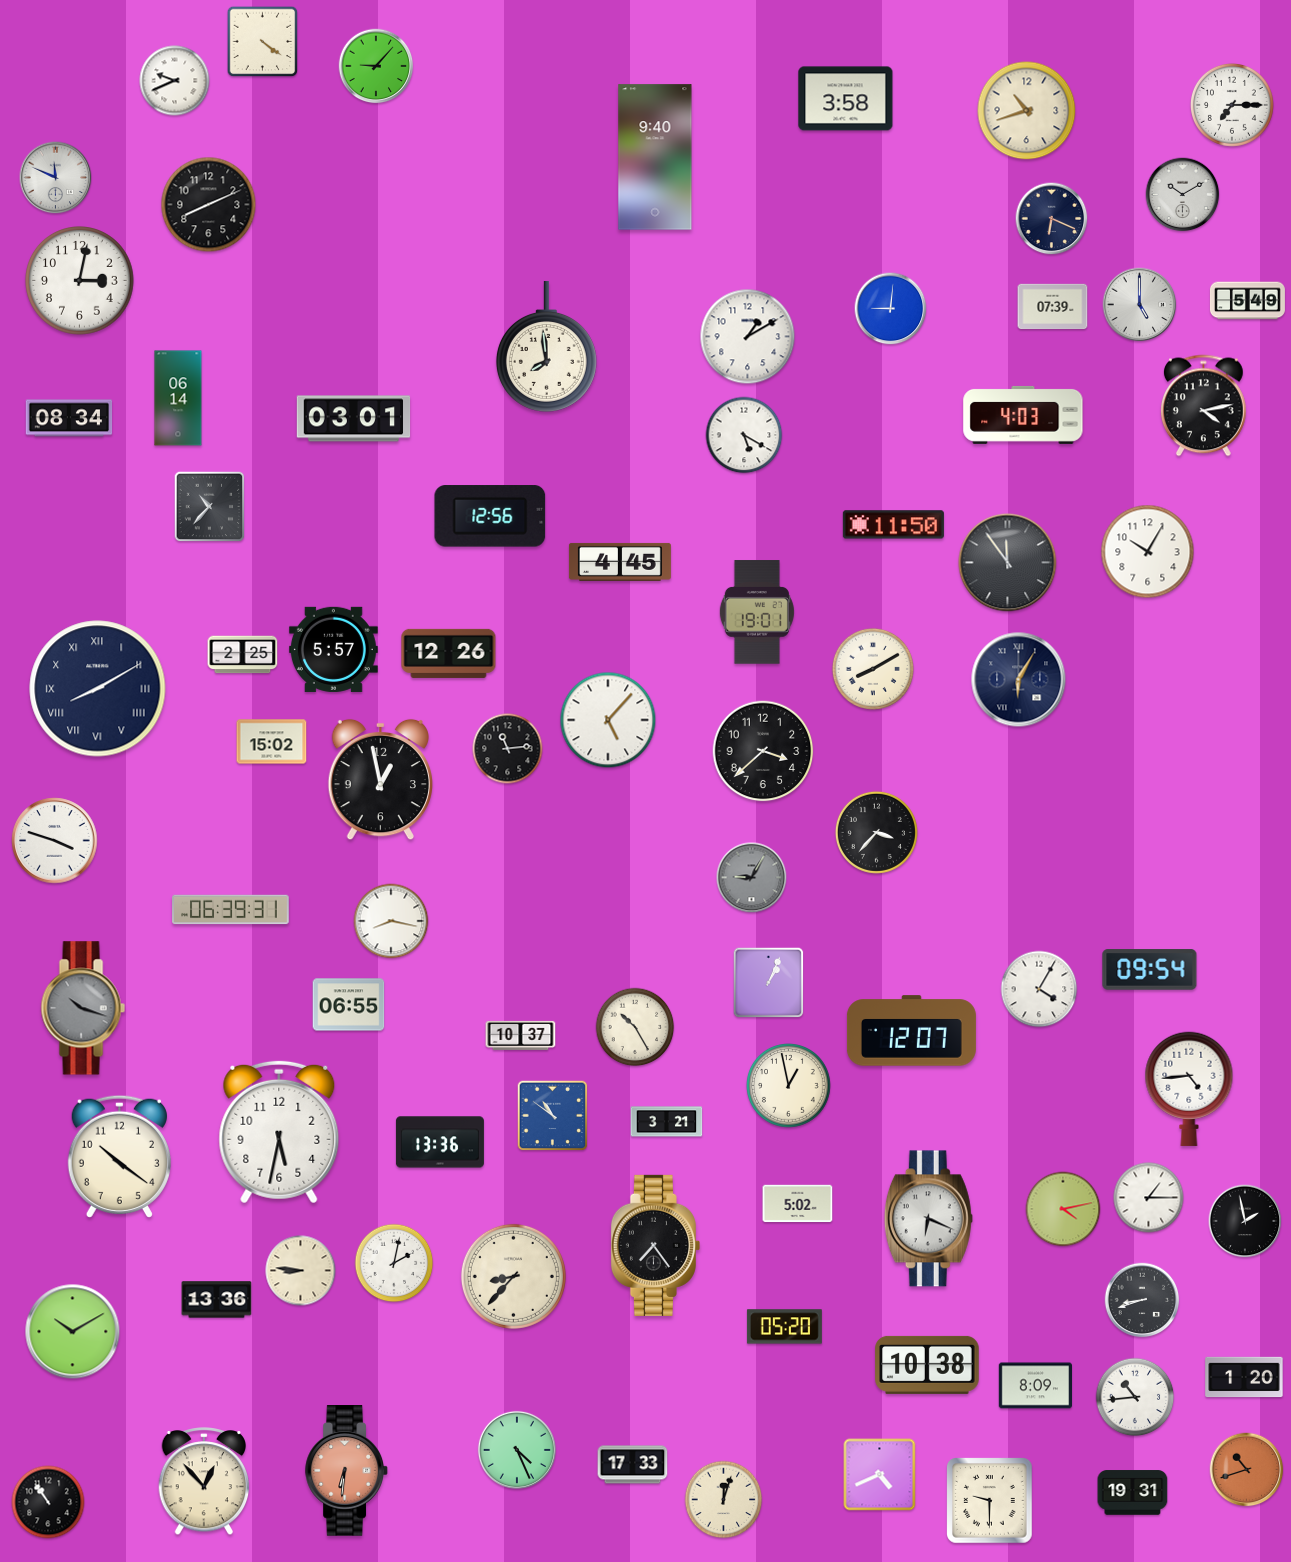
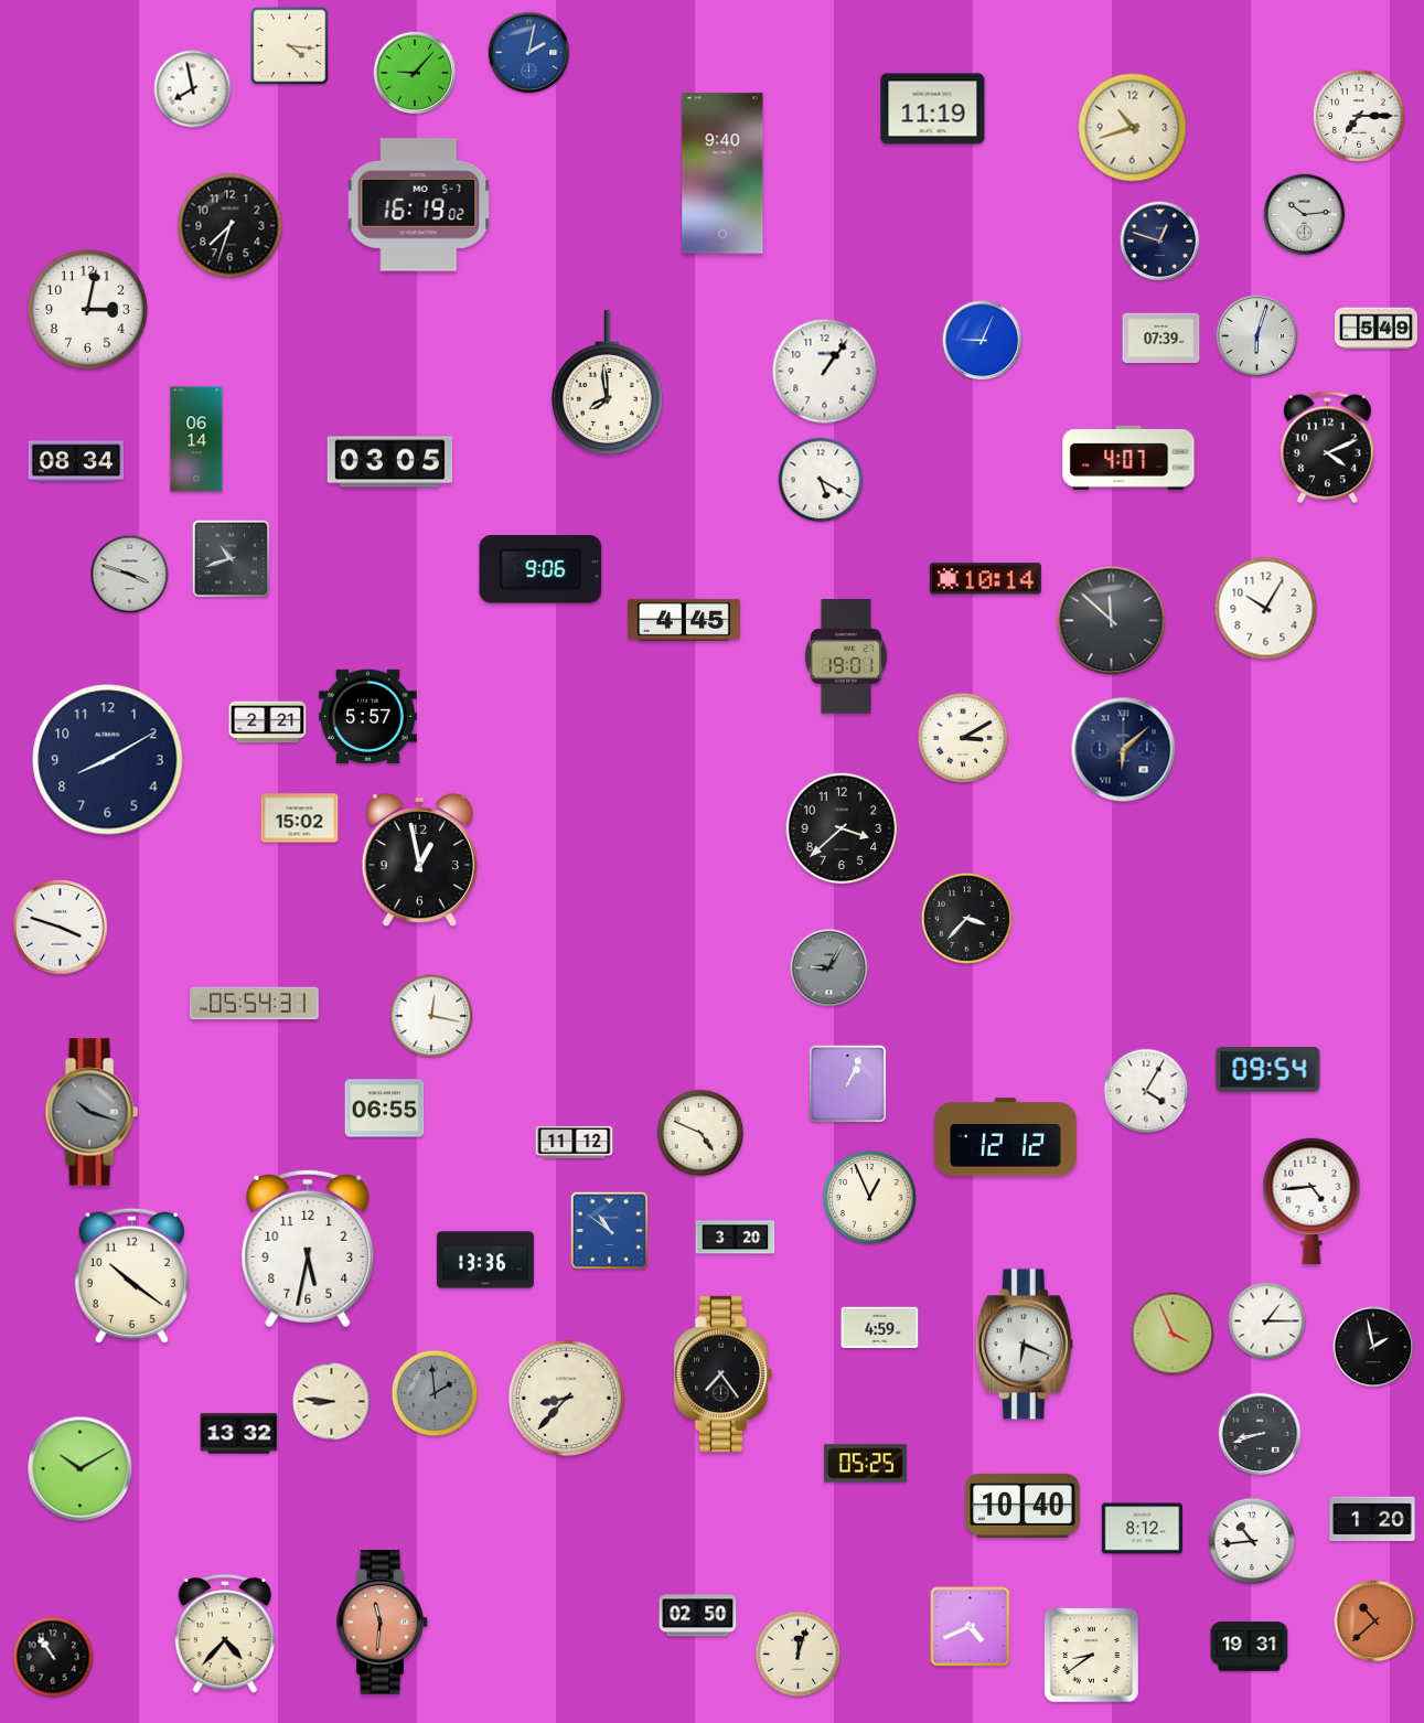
clock at (263, 42): 4:21 -> 4:16
clock at (529, 53): none -> 2:02
clock at (175, 81): 9:41 -> 7:58
clock at (846, 99): 3:58 -> 11:19
clock at (1027, 111) position: (1027, 111) -> (1133, 128)
clock at (56, 178): 11:49 -> none
clock at (419, 205): none -> 16:19
clock at (1183, 195): 10:10 -> 10:14
clock at (209, 205): 8:11 -> 7:33
clock at (1052, 219): 6:19 -> 12:48
clock at (1247, 301) position: (1247, 301) -> (1375, 329)
clock at (1140, 305): 5:00 -> 6:03
clock at (891, 309): 9:01 -> 9:04
clock at (748, 337): 1:10 -> 1:06
clock at (546, 347) position: (546, 347) -> (607, 383)
clock at (1203, 406): 4:13 -> 4:11
clock at (1023, 415): 4:03 -> 4:07
clock at (354, 419): 03:01 -> 03:05
clock at (210, 507): 10:37 -> 10:42
clock at (490, 516): 12:56 -> 9:06
clock at (130, 575): none -> 3:48
clock at (893, 525): 11:50 -> 10:14
clock at (1008, 563): 11:54 -> 11:52
clock at (757, 612) position: (757, 612) -> (846, 656)
clock at (449, 653): 12:26 -> none
clock at (243, 655): 2:25 -> 2:21
clock at (873, 669): 8:10 -> 3:10
clock at (1019, 680): 6:05 -> 6:08
clock at (98, 689) numerals: Roman -> Arabic
clock at (608, 720): 5:07 -> none
clock at (508, 749): 11:14 -> none
clock at (231, 910): 06:39 -> 05:54
clock at (391, 921): 8:17 -> 12:17
clock at (635, 1027): 10:25 -> 4:49
clock at (911, 1031): 12:07 -> 12:12
clock at (521, 1035): 10:37 -> 11:12
clock at (789, 1086): 12:58 -> 12:56
clock at (667, 1122): 3:21 -> 3:20
clock at (798, 1204): 5:02 -> 4:59
clock at (1063, 1209): 4:13 -> 3:56
clock at (394, 1263): 2:02 -> 1:59
clock at (394, 1263) dial: white -> grey
clock at (513, 1276) position: (513, 1276) -> (566, 1398)
clock at (217, 1300): 13:36 -> 13:32
clock at (784, 1327): 05:20 -> 05:25
clock at (927, 1365): 10:38 -> 10:40
clock at (1035, 1386): 8:09 -> 8:12
clock at (517, 1450): 4:26 -> none
clock at (633, 1465): 17:33 -> 02:50
clock at (1247, 1470): 10:42 -> 10:38
clock at (347, 1471): 6:31 -> 11:31
clock at (204, 1482): 12:53 -> 4:37
clock at (990, 1501): 9:30 -> 8:39
